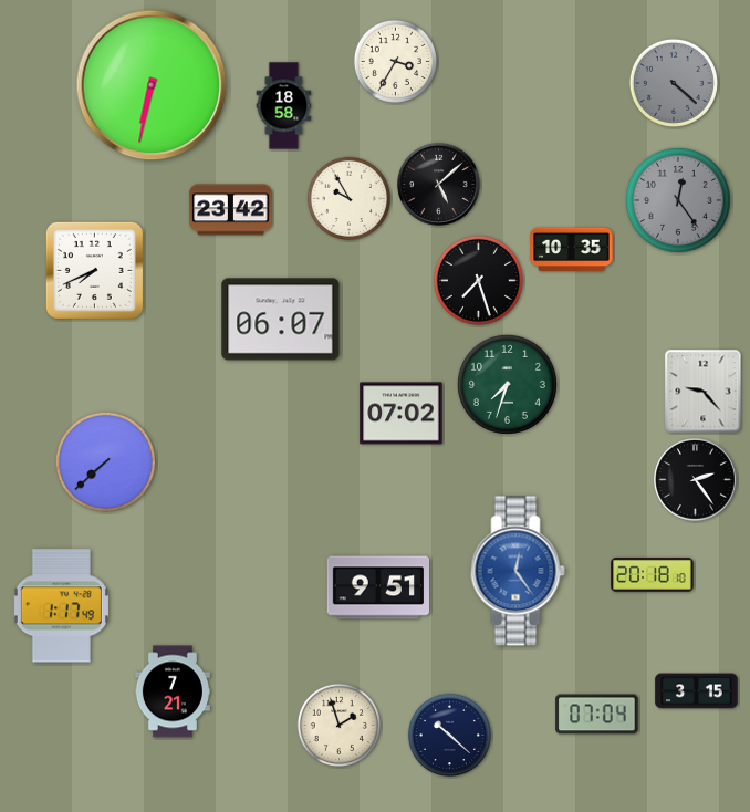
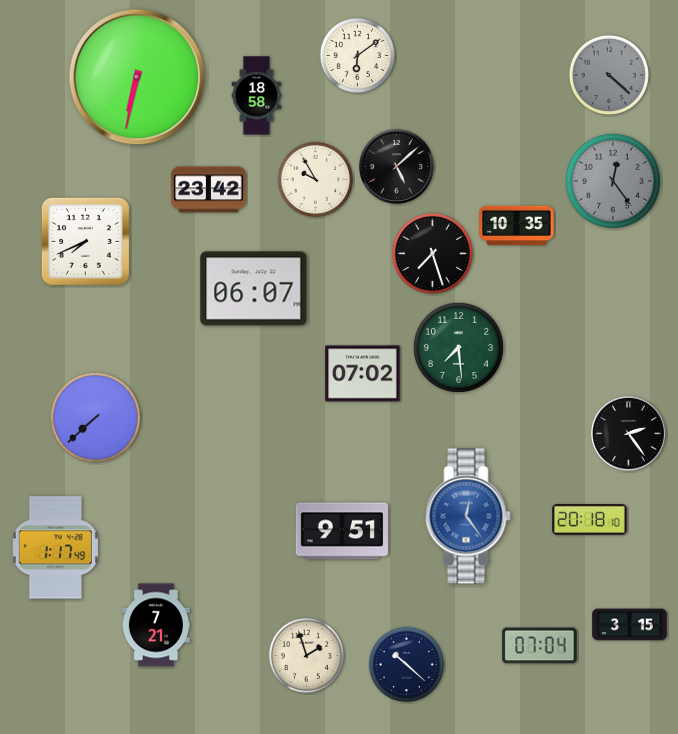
clock at (395, 61): 3:35 -> 6:09
clock at (94, 270) position: (94, 270) -> (85, 241)
clock at (507, 384): 7:33 -> 7:29
clock at (704, 392): 9:23 -> none
